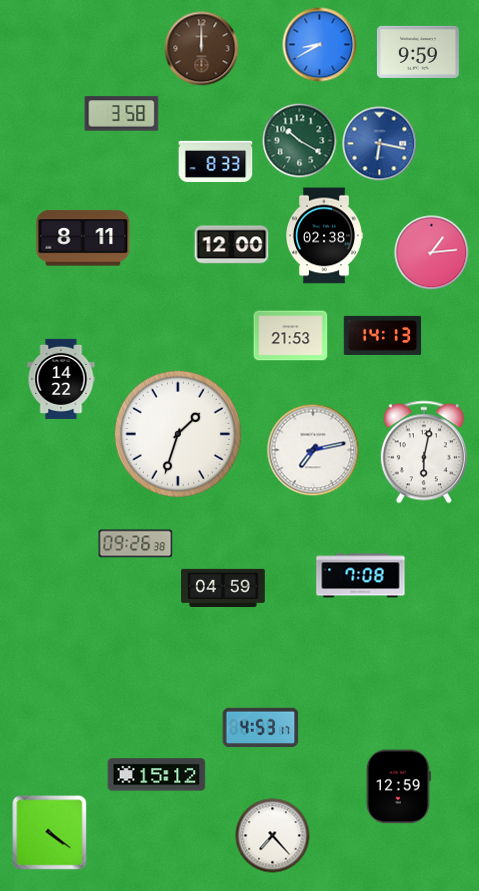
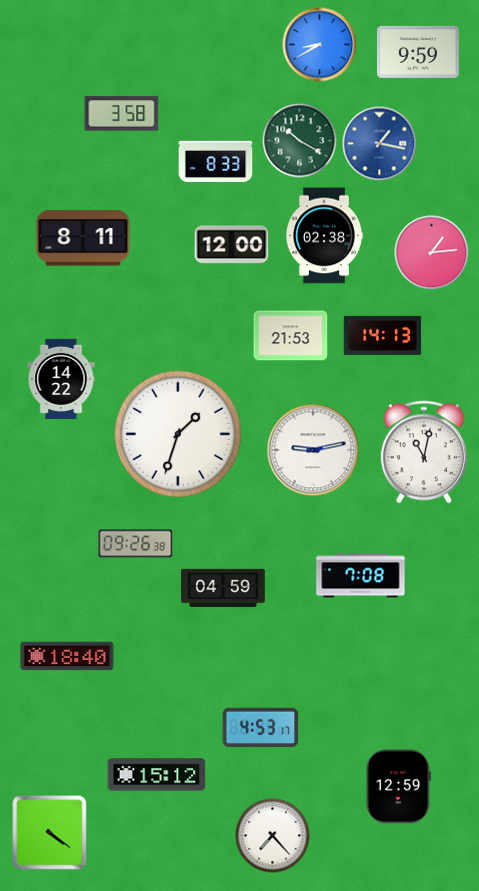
clock at (202, 49): 12:00 -> none
clock at (380, 144): 6:17 -> 1:17
clock at (313, 450): 7:13 -> 9:13
clock at (424, 452): 6:02 -> 11:02
clock at (67, 656): none -> 18:40
